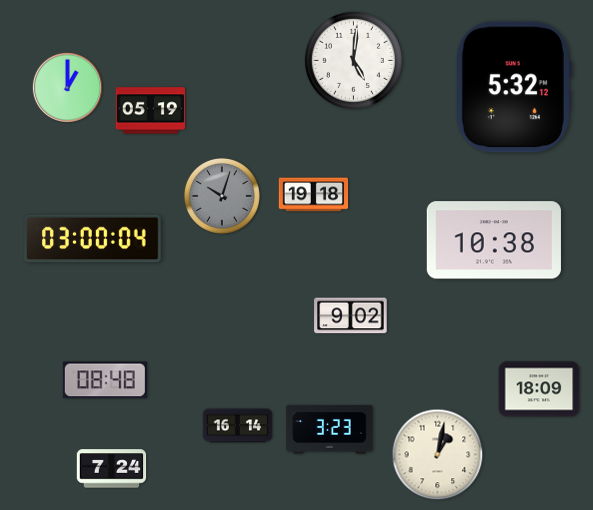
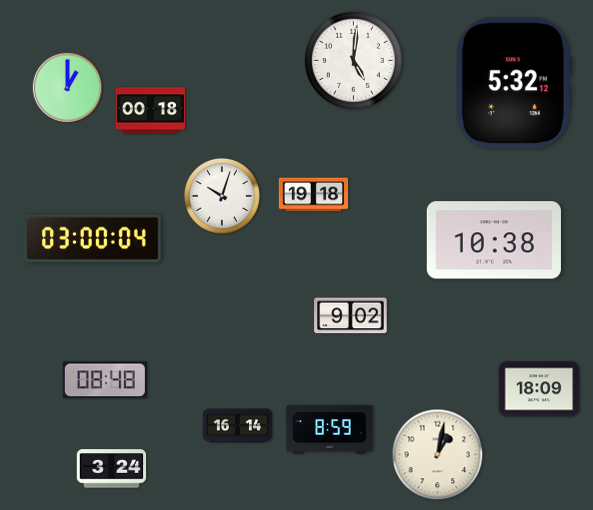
clock at (513, 87) position: (513, 87) -> (513, 83)
clock at (151, 111): 05:19 -> 00:18
clock at (222, 196) dial: grey -> white
clock at (330, 430): 3:23 -> 8:59
clock at (112, 469): 7:24 -> 3:24
